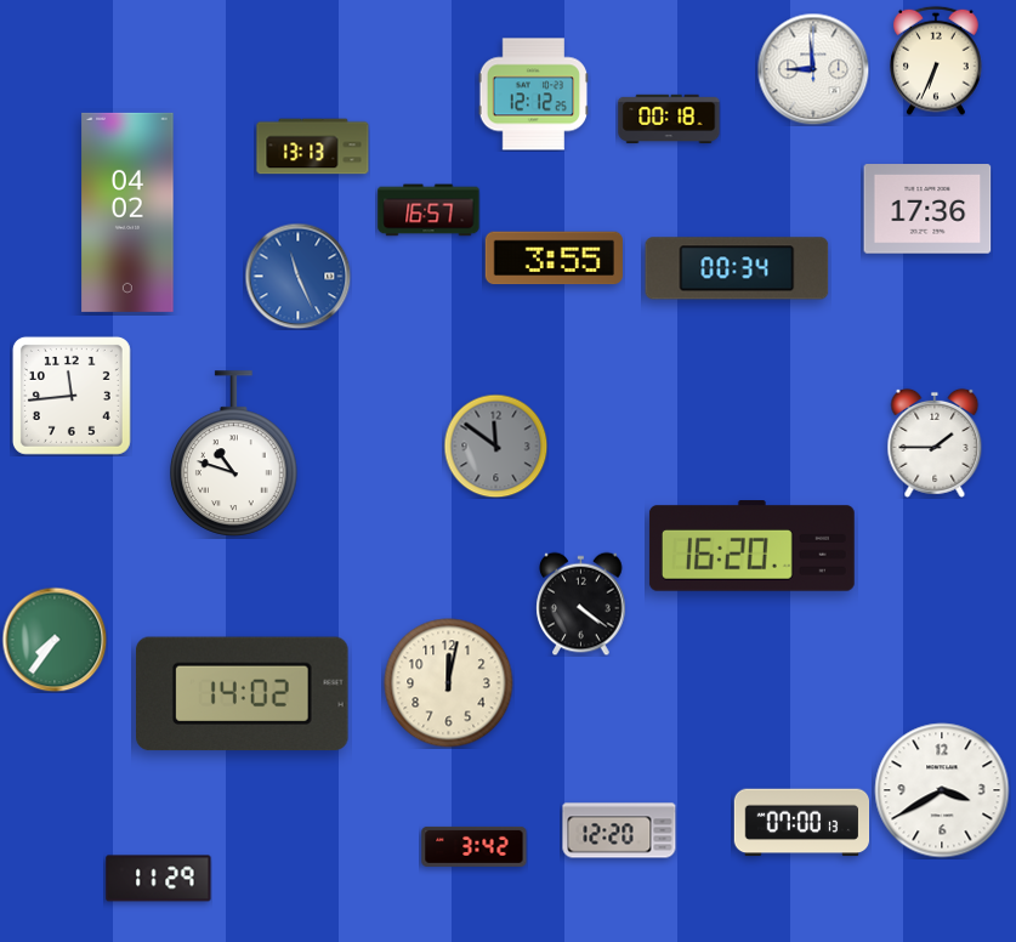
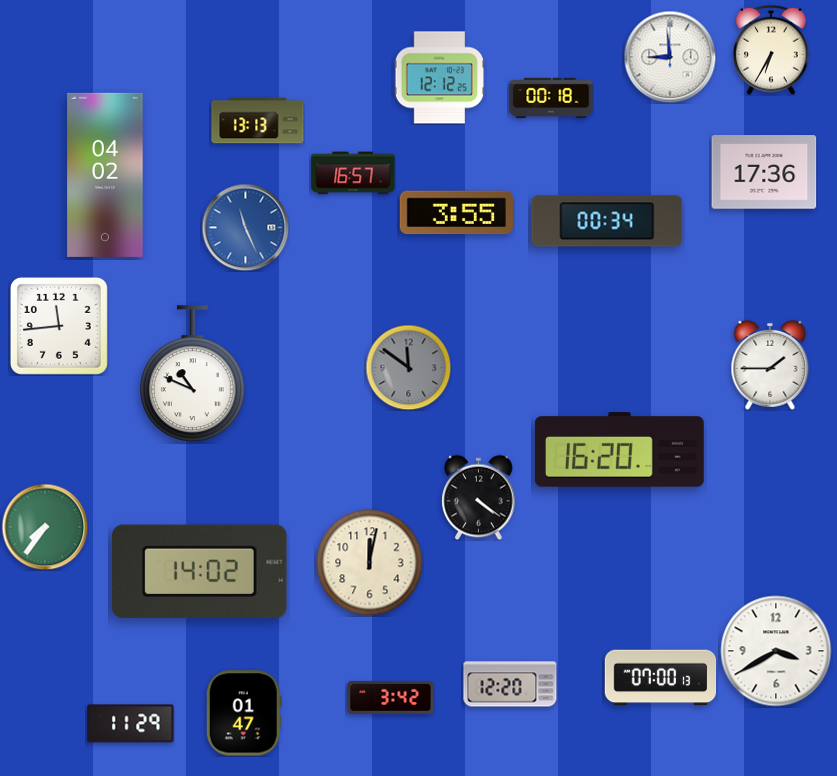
clock at (936, 61): 6:34 -> 6:35
clock at (233, 454): 10:48 -> 10:49
clock at (244, 713): none -> 01:47
